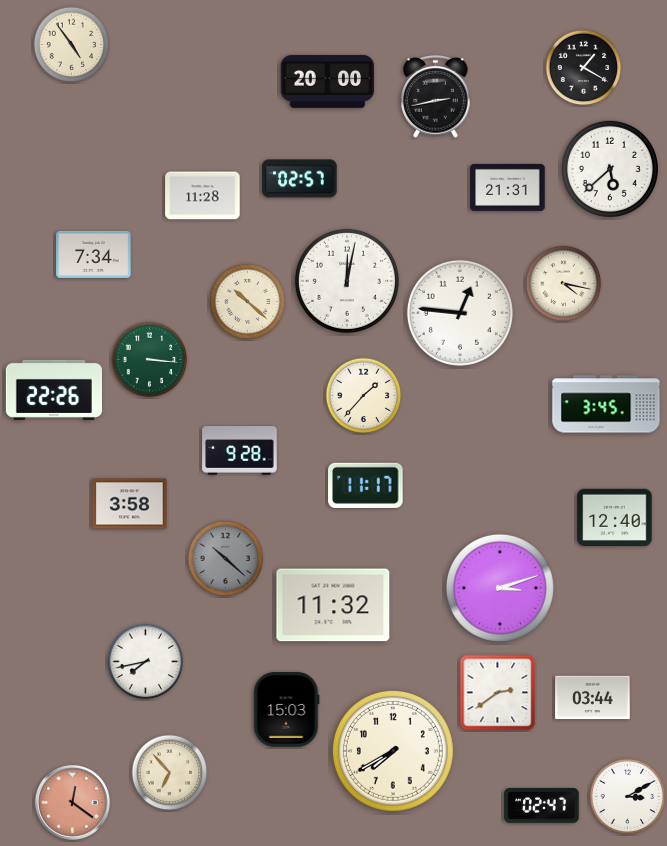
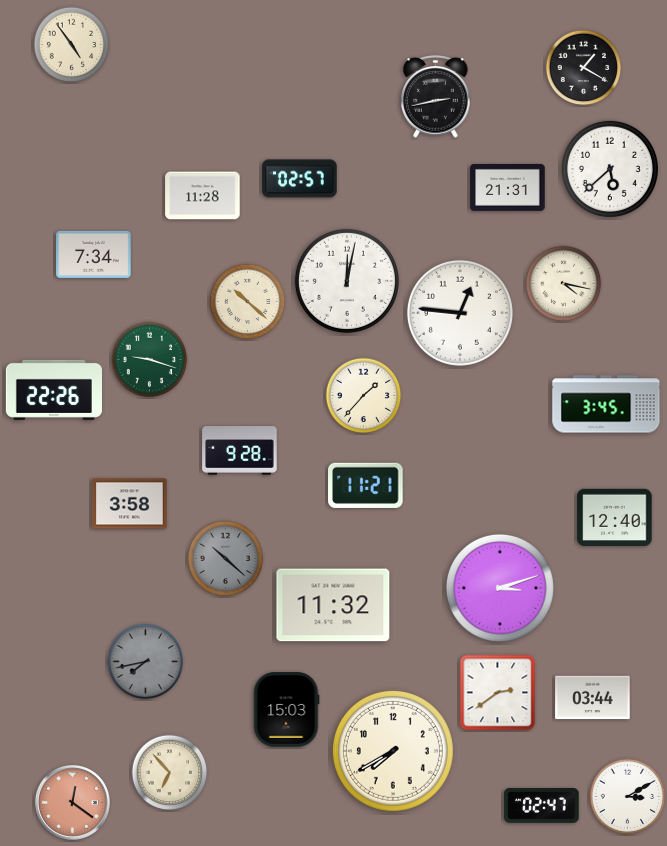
clock at (328, 82): 20:00 -> none
clock at (150, 360): 3:16 -> 9:18
clock at (366, 485): 11:17 -> 11:21
clock at (146, 662) dial: white -> grey
